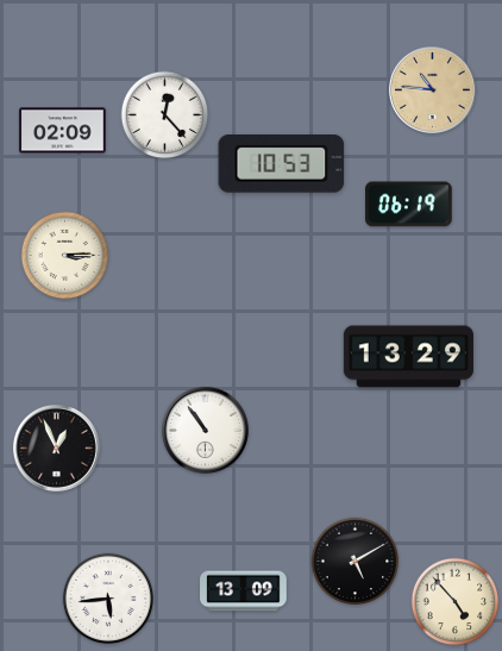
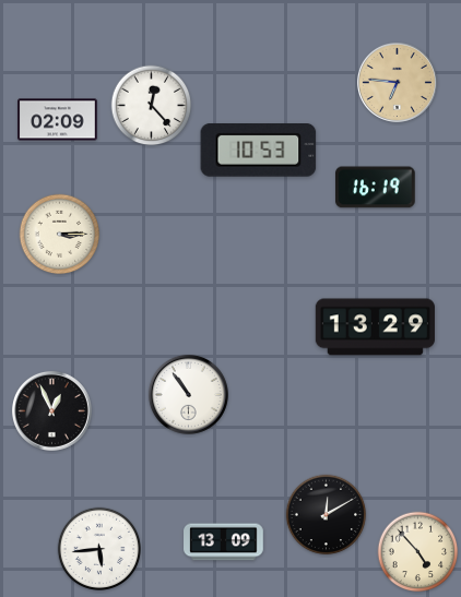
clock at (432, 89): 10:46 -> 6:46
clock at (409, 205): 06:19 -> 16:19
clock at (356, 562): 5:10 -> 12:10
